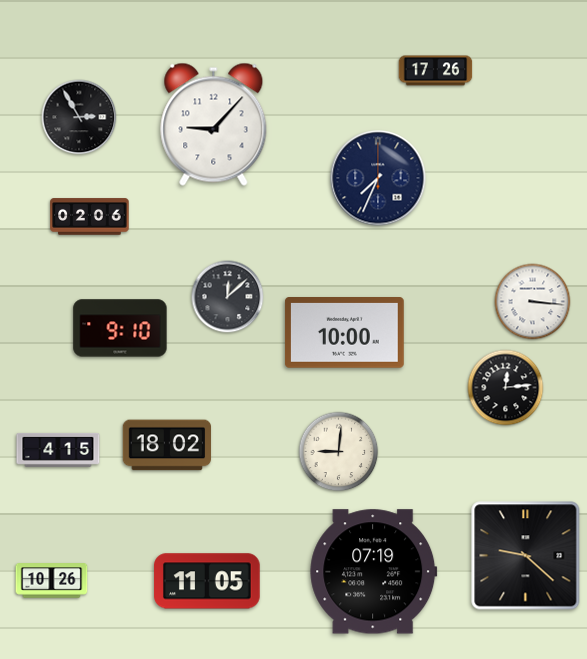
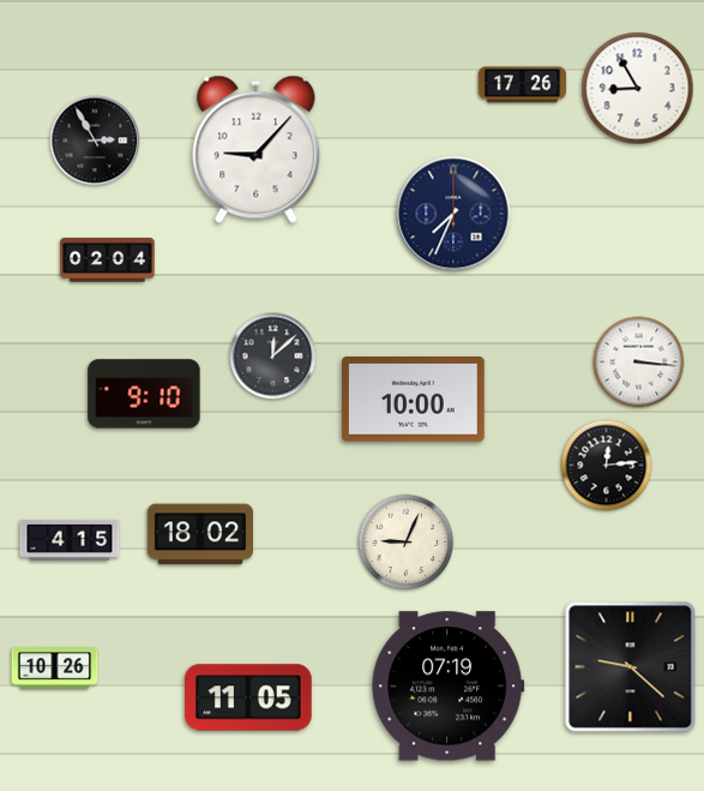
clock at (638, 89): none -> 8:55
clock at (90, 217): 02:06 -> 02:04
clock at (339, 452): 9:01 -> 9:04
clock at (52, 581) position: (52, 581) -> (55, 669)
